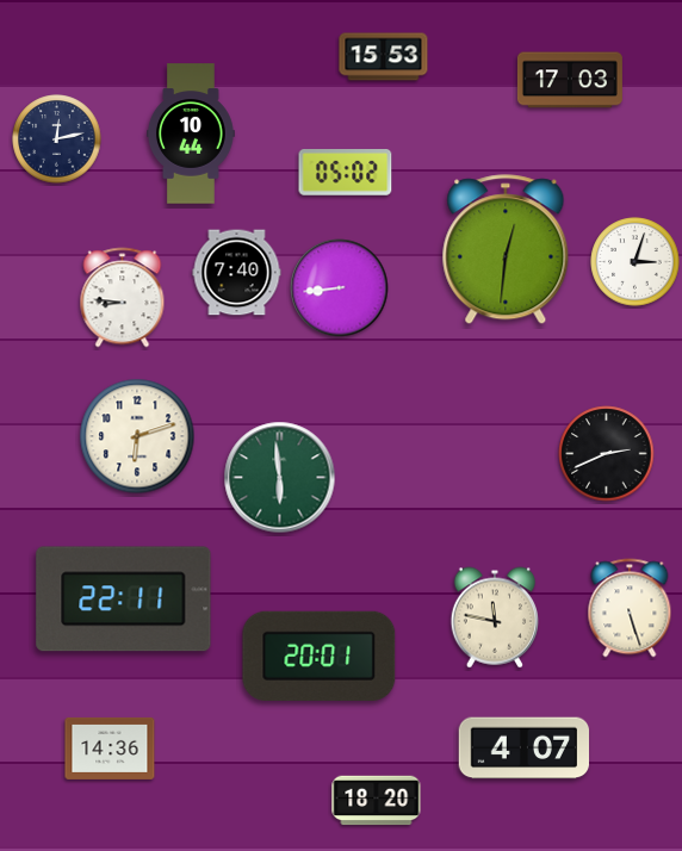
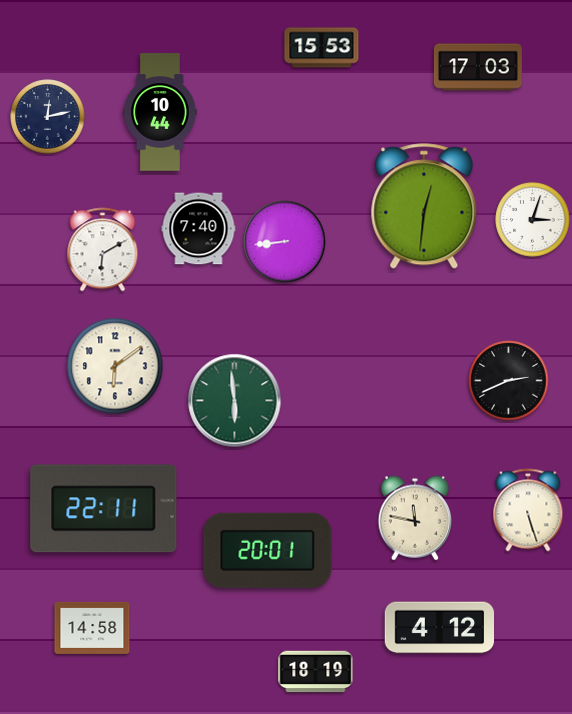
clock at (346, 173): 05:02 -> none
clock at (506, 250) position: (506, 250) -> (424, 207)
clock at (123, 298): 8:46 -> 6:10
clock at (137, 436): 6:12 -> 6:09
clock at (124, 600) position: (124, 600) -> (104, 509)
clock at (110, 748): 14:36 -> 14:58
clock at (525, 748): 4:07 -> 4:12
clock at (377, 801): 18:20 -> 18:19
